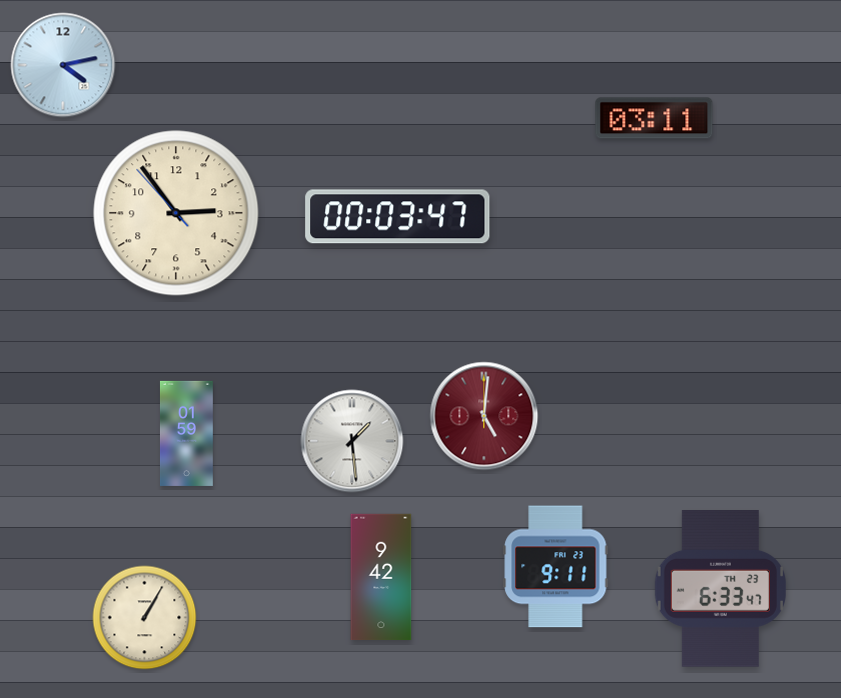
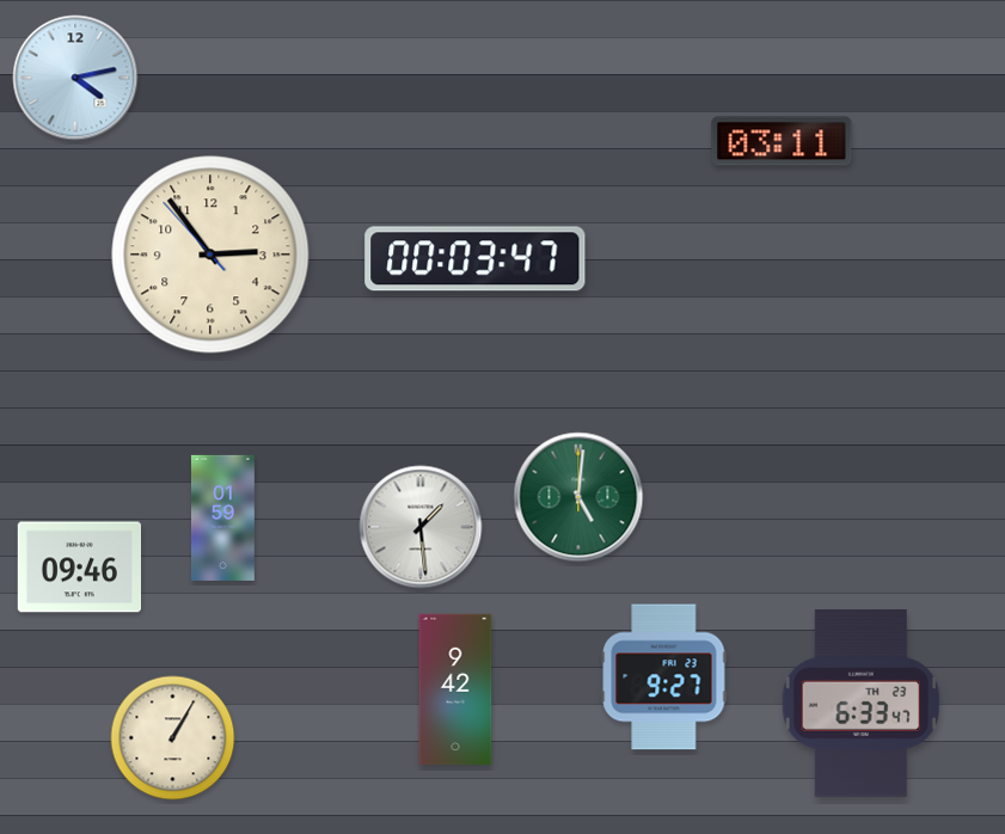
clock at (484, 416) dial: burgundy -> green
clock at (79, 568): none -> 09:46
clock at (556, 567): 9:11 -> 9:27
